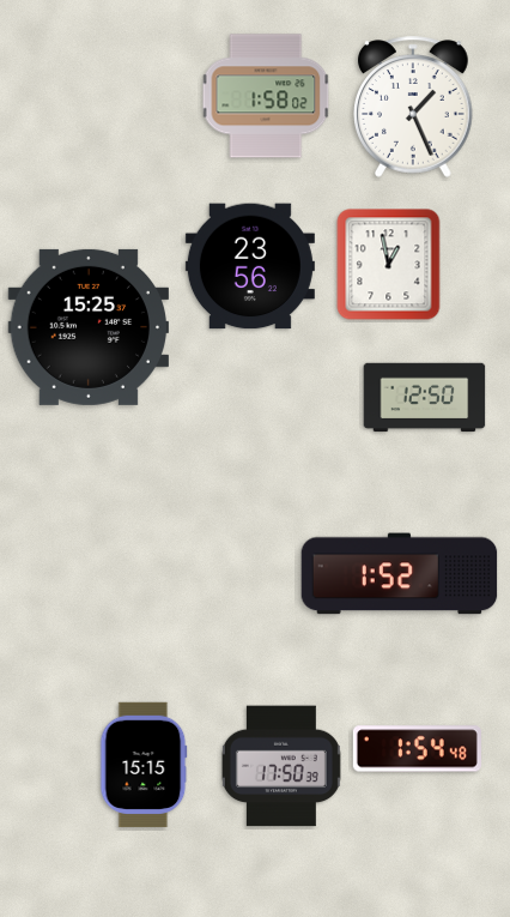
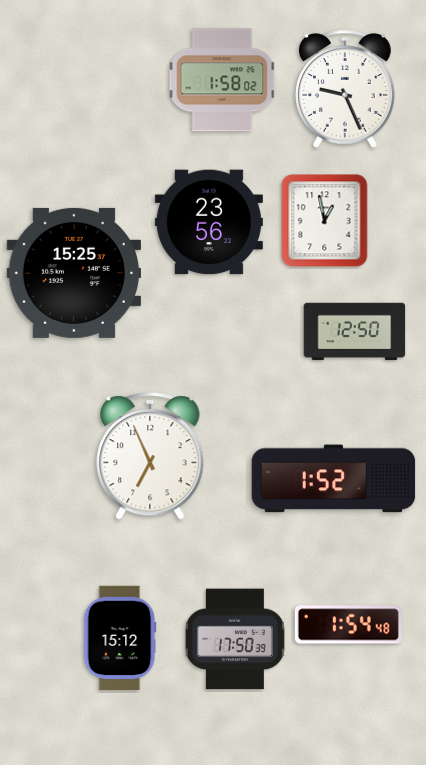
clock at (413, 107): 1:26 -> 9:26
clock at (150, 457): none -> 6:56
clock at (144, 765): 15:15 -> 15:12
